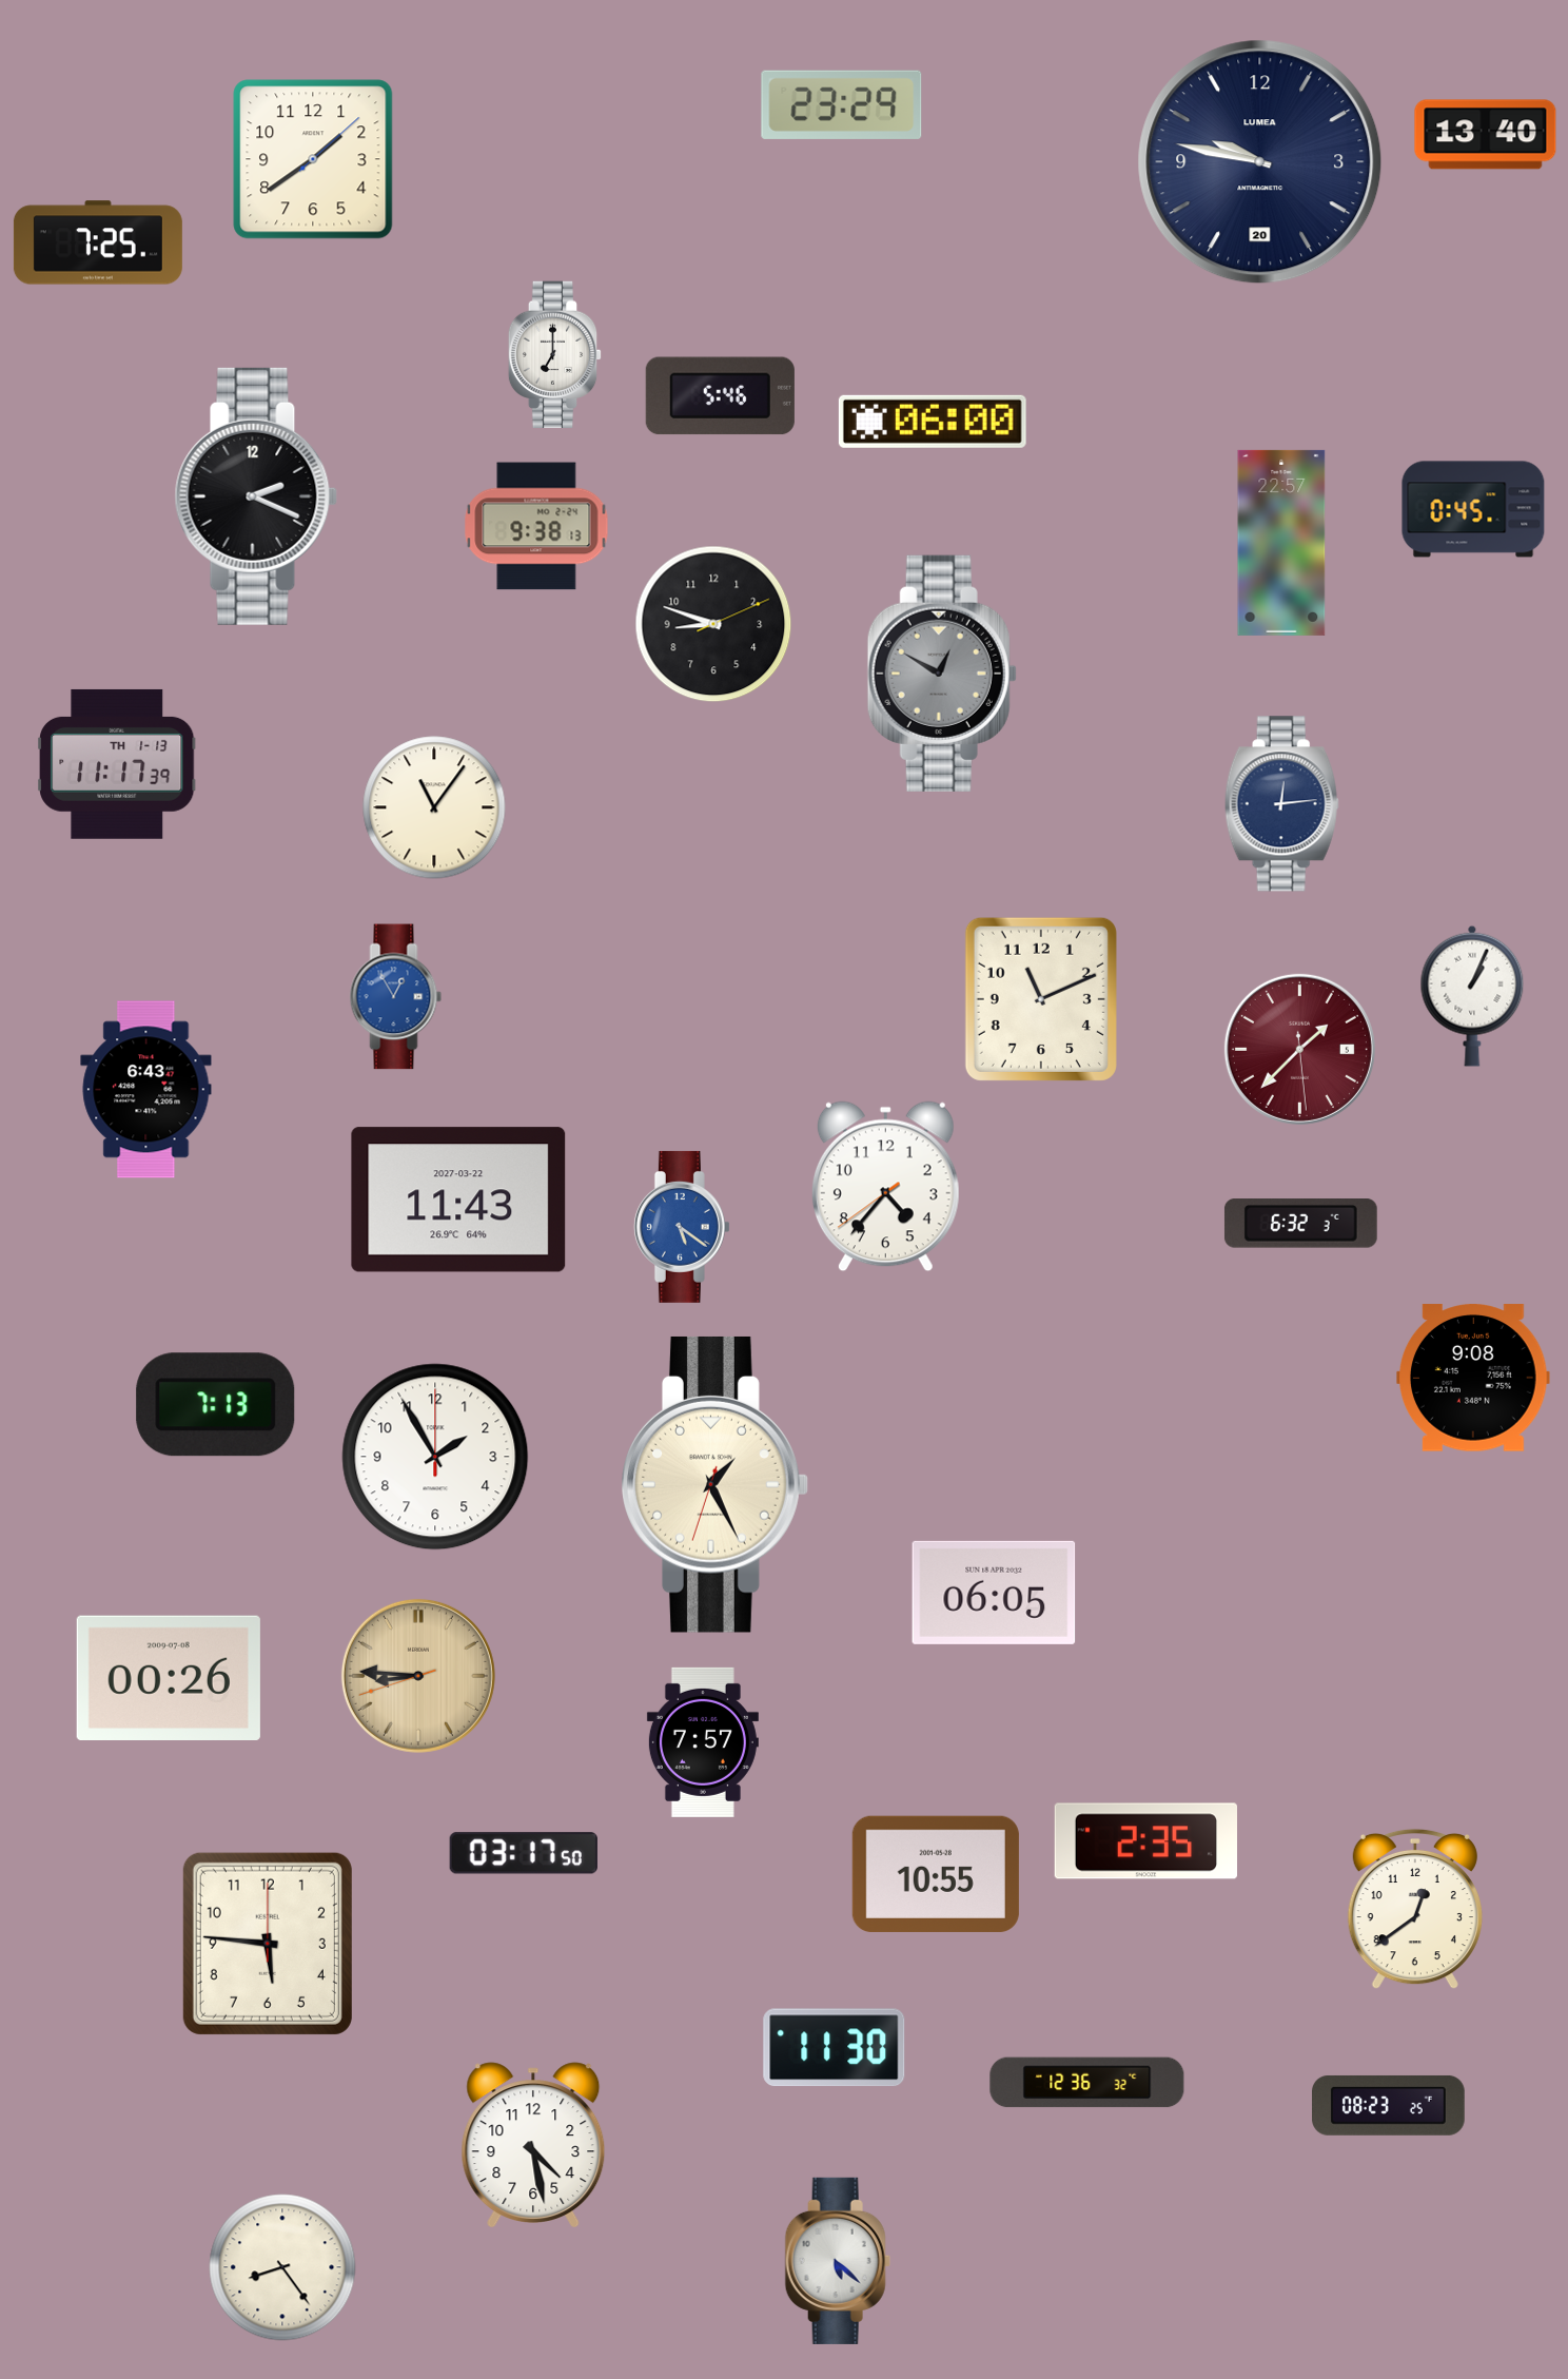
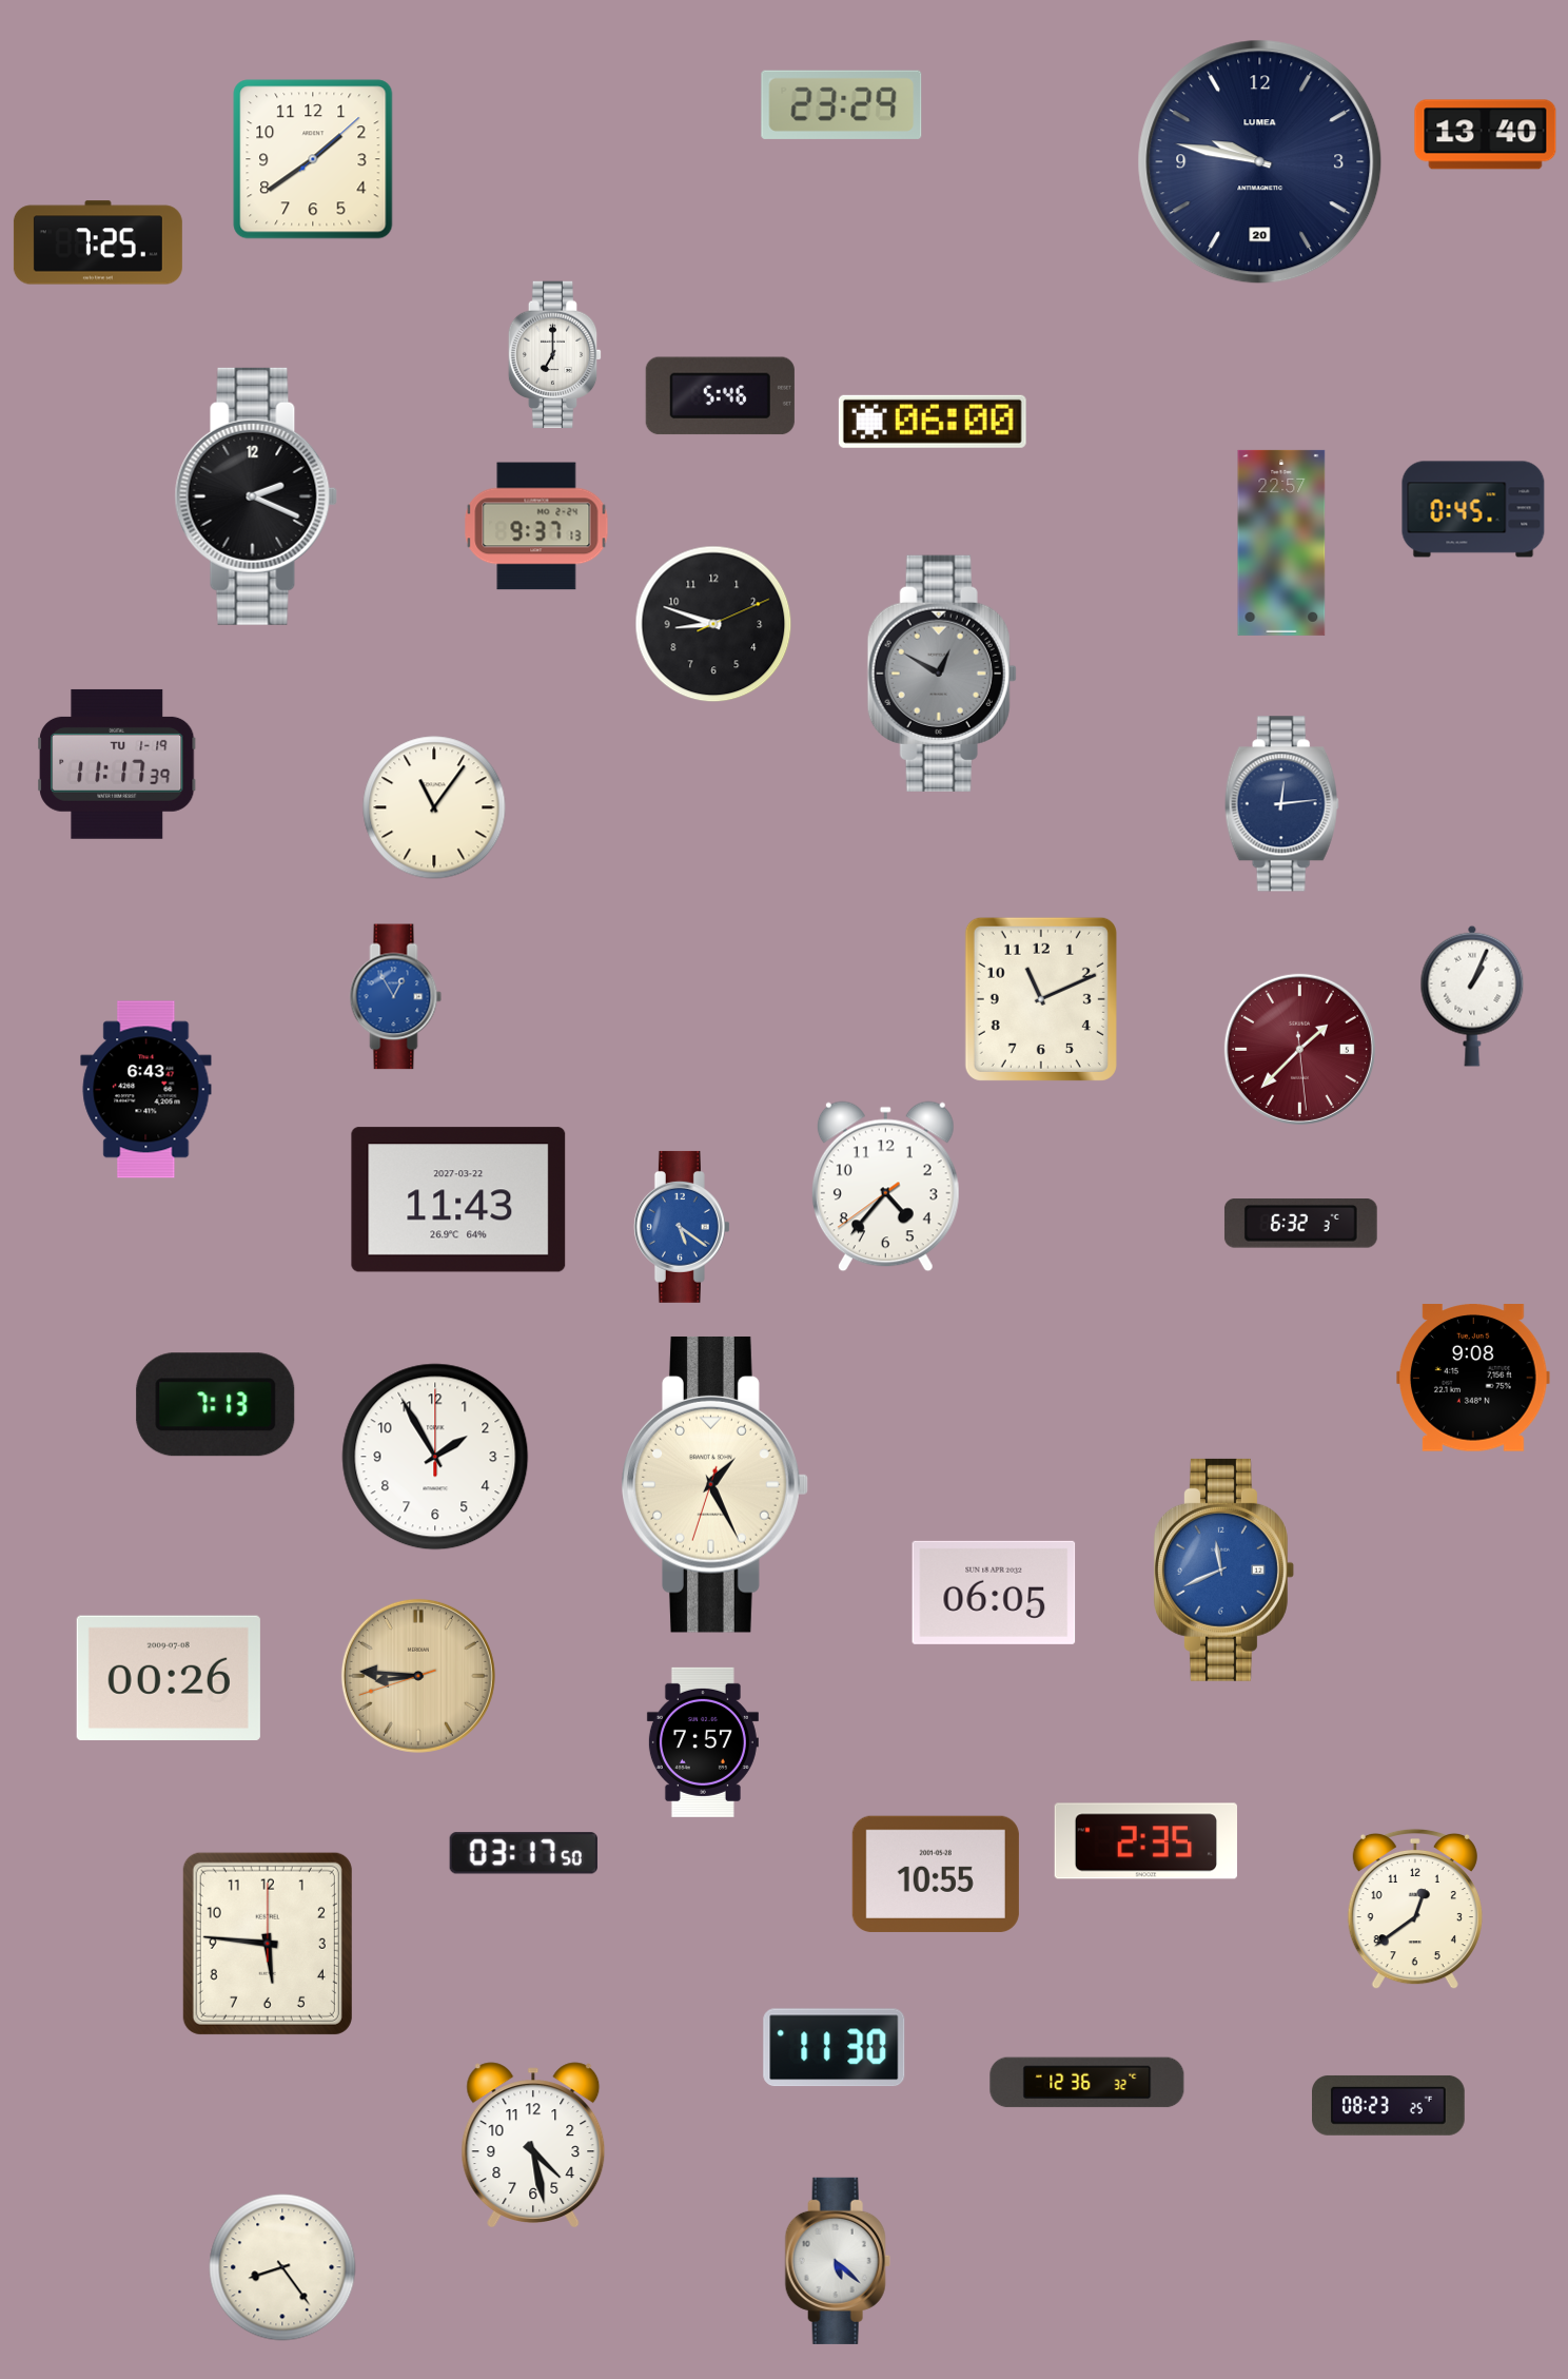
clock at (536, 526): 9:38 -> 9:37
clock at (117, 764) date: TH 1-13 -> TU 1-19
clock at (1223, 1569): none -> 11:41
